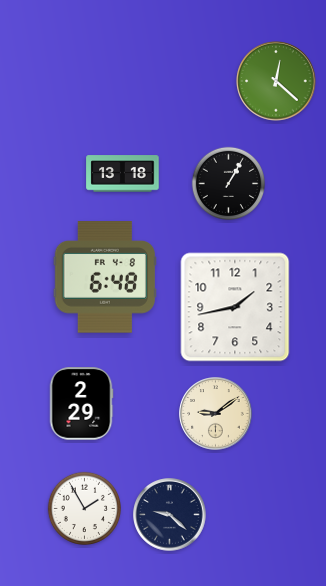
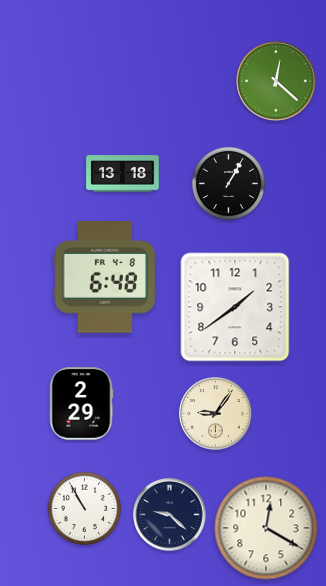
clock at (235, 307): 1:43 -> 1:39
clock at (216, 414): 9:09 -> 9:06
clock at (84, 508): 1:55 -> 10:55
clock at (266, 528): none -> 12:20
